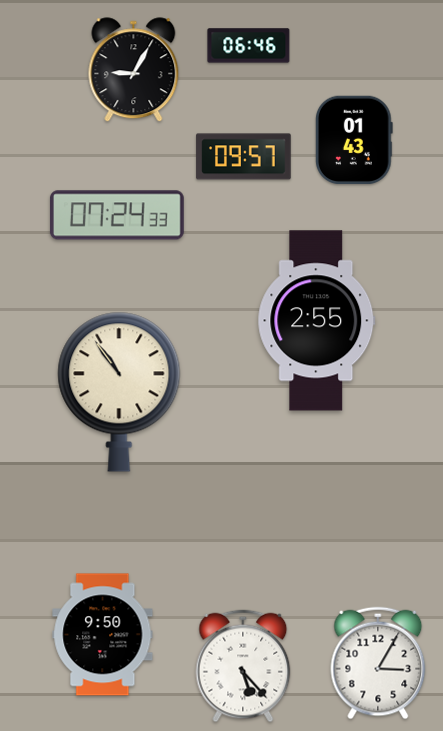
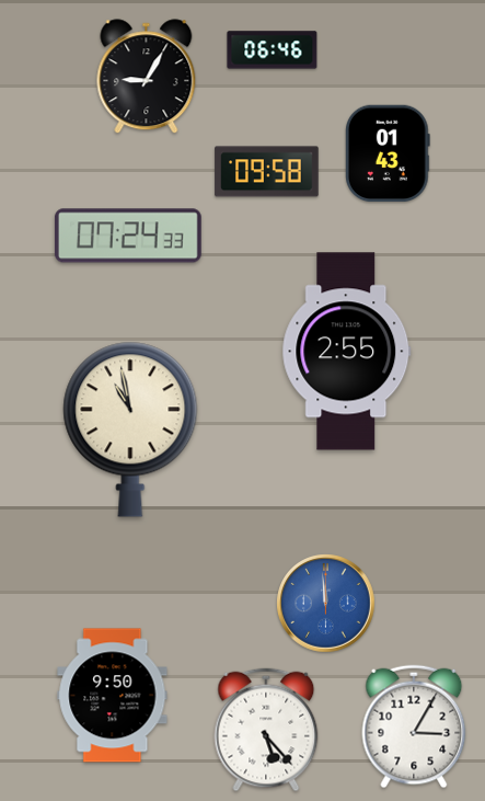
clock at (244, 157): 09:57 -> 09:58
clock at (119, 392): 10:54 -> 10:58
clock at (326, 604): none -> 11:59
